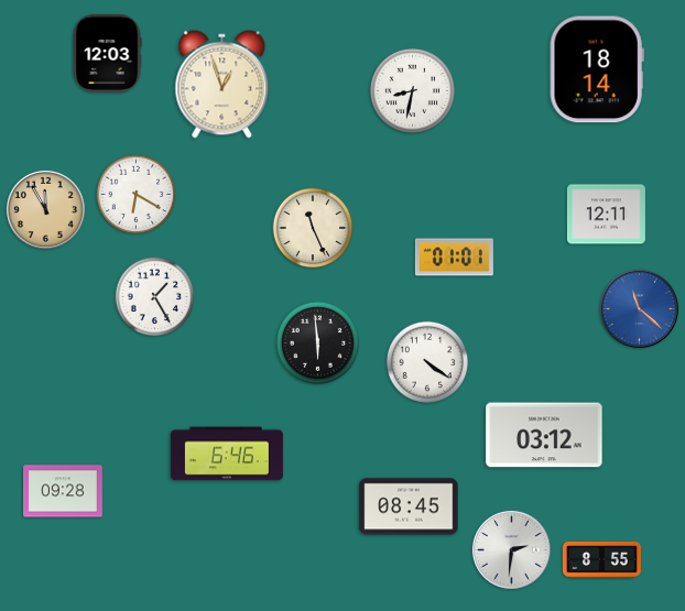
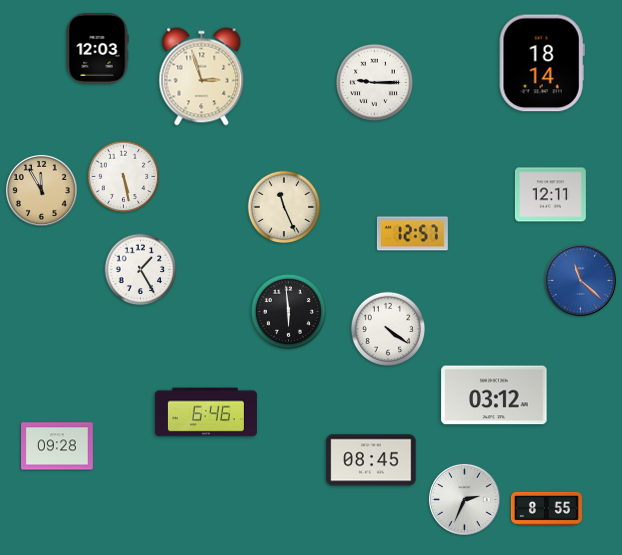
clock at (222, 85): 12:57 -> 2:57
clock at (412, 90): 8:32 -> 9:15
clock at (137, 195): 6:20 -> 5:28
clock at (454, 258): 01:01 -> 12:57
clock at (511, 549): 2:31 -> 2:34
